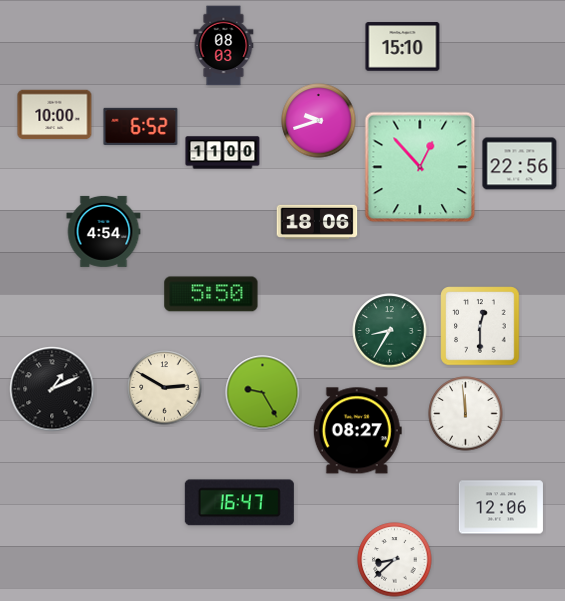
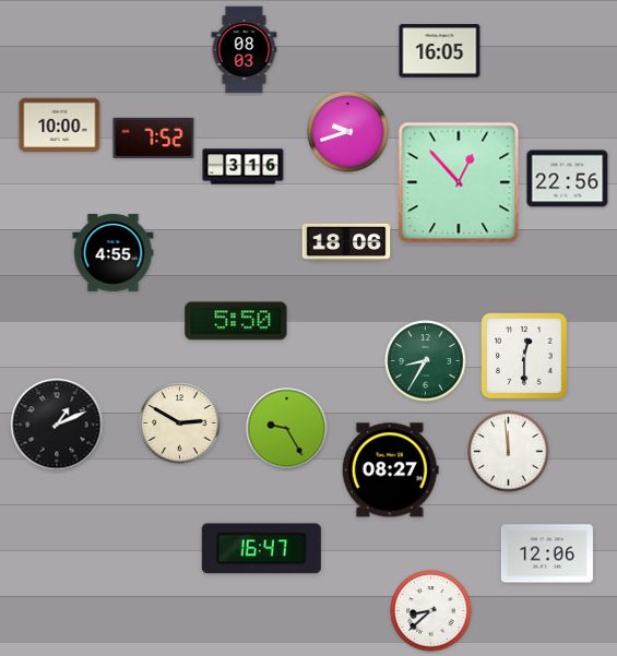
clock at (403, 47): 15:10 -> 16:05
clock at (141, 126): 6:52 -> 7:52
clock at (223, 153): 11:00 -> 3:16
clock at (104, 231): 4:54 -> 4:55
clock at (211, 294) position: (211, 294) -> (236, 321)
